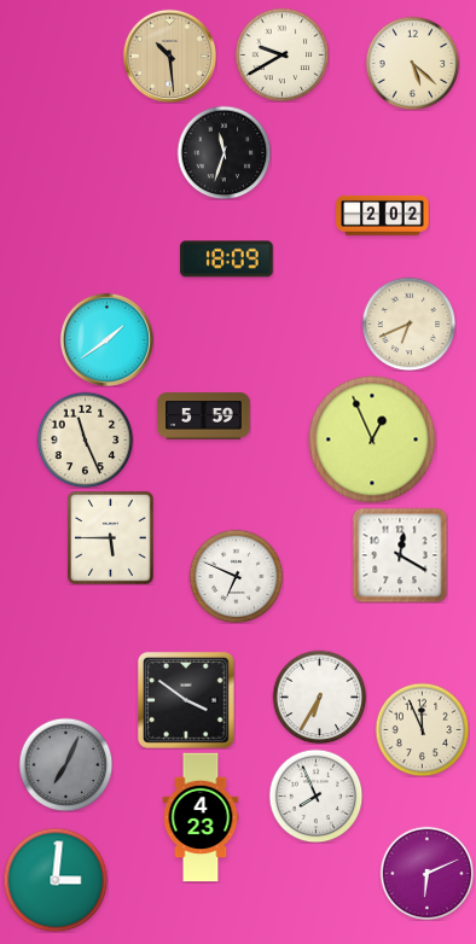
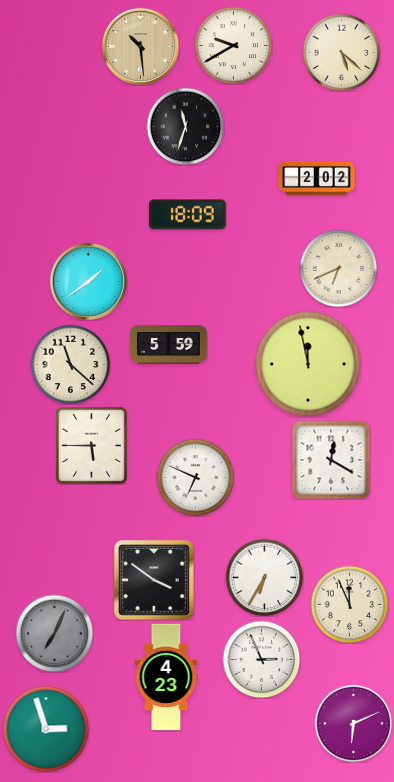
clock at (85, 439): 11:26 -> 11:22
clock at (372, 439): 12:56 -> 11:58
clock at (315, 796): 7:56 -> 2:56
clock at (56, 880): 3:01 -> 2:57
